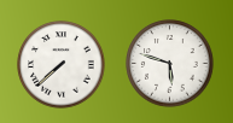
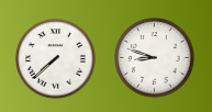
clock at (170, 64): 5:48 -> 8:48
